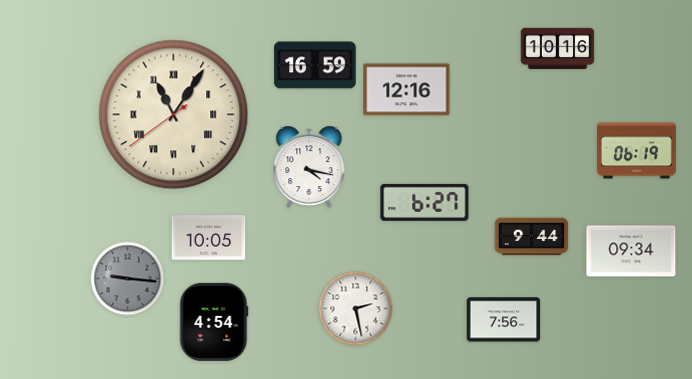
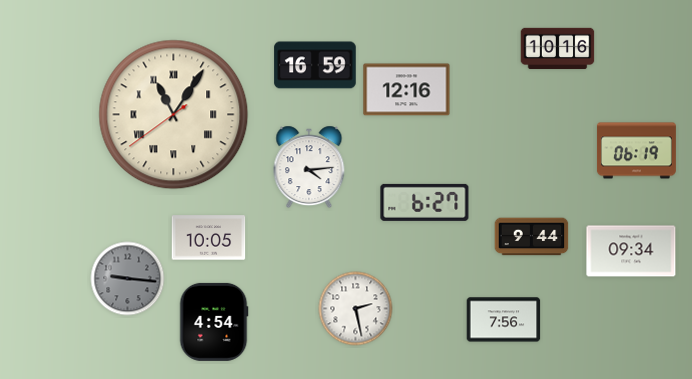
clock at (309, 167): 4:17 -> 4:14
